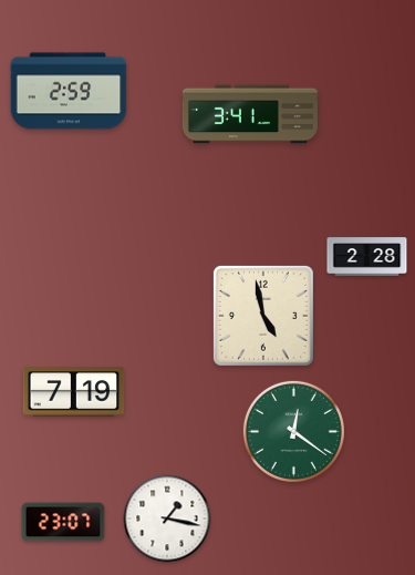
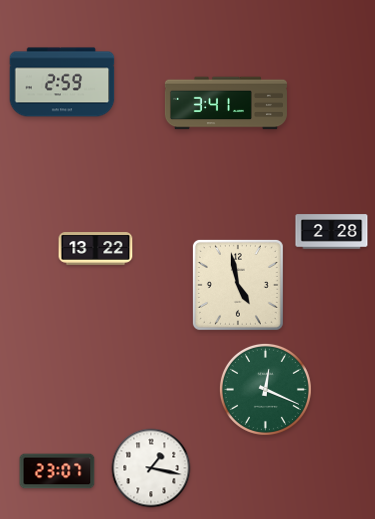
clock at (96, 249): none -> 13:22
clock at (74, 392): 7:19 -> none
clock at (293, 431): 12:21 -> 12:19
